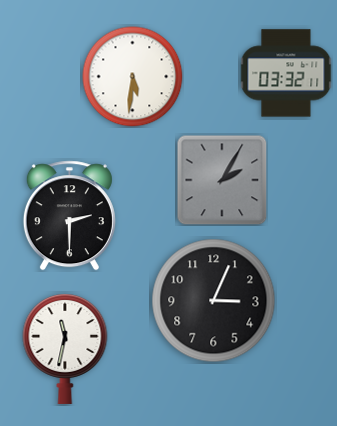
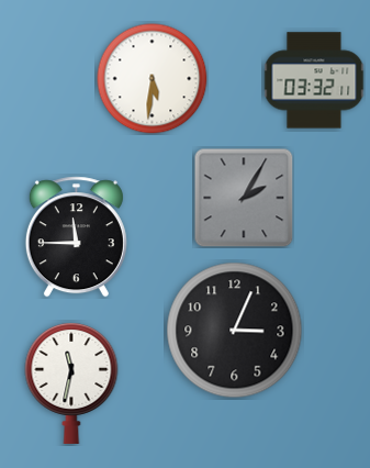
clock at (133, 77) position: (133, 77) -> (153, 79)
clock at (69, 216): 2:30 -> 11:45
